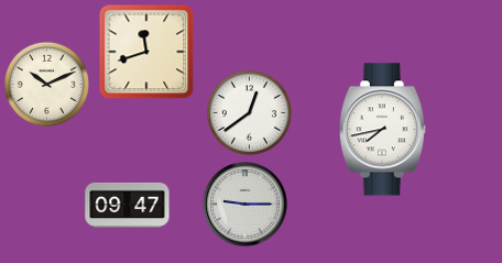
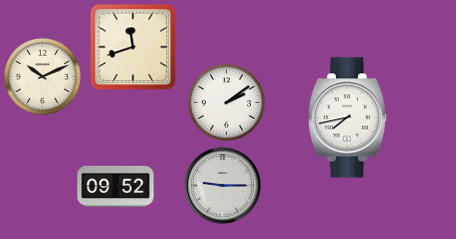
clock at (249, 112): 12:39 -> 2:09
clock at (128, 205): 09:47 -> 09:52
